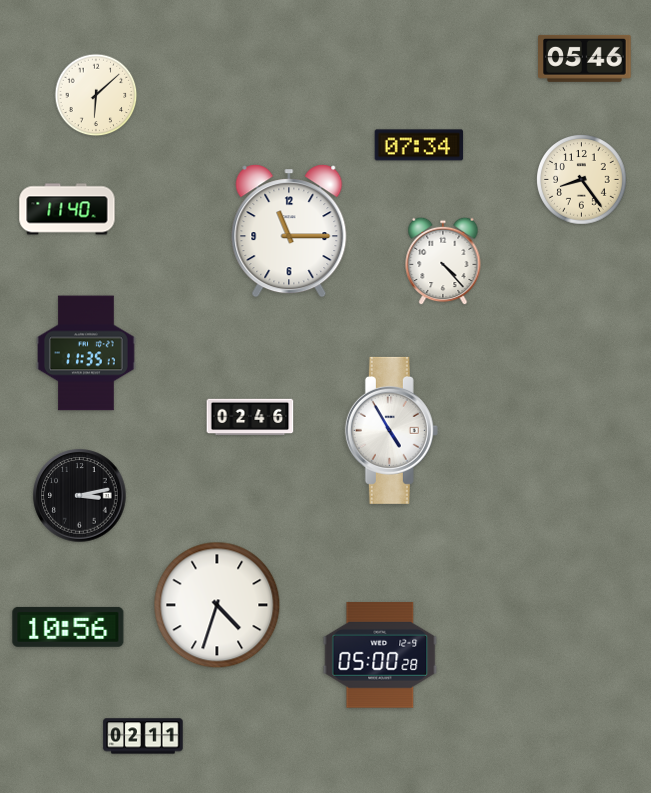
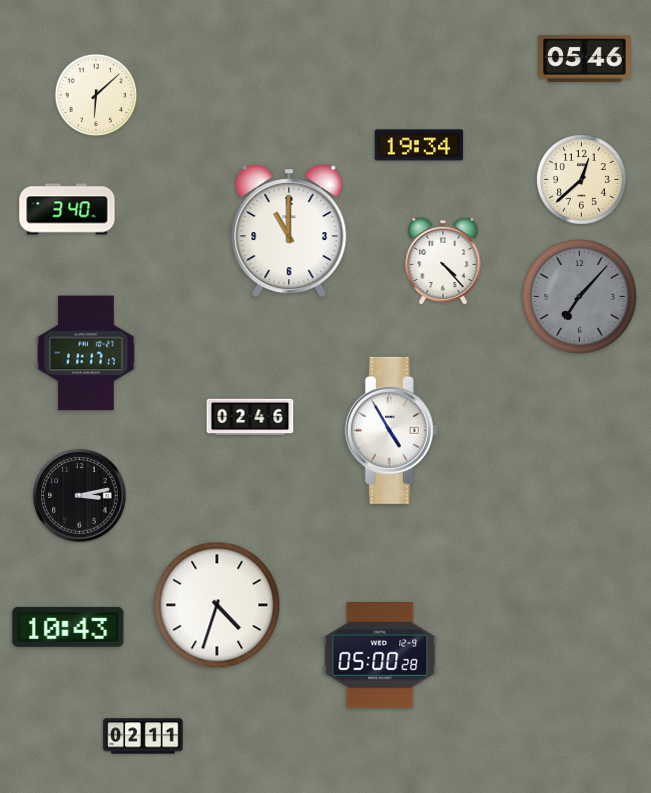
clock at (419, 145): 07:34 -> 19:34
clock at (582, 180): 8:24 -> 12:38
clock at (67, 209): 11:40 -> 3:40
clock at (289, 231): 11:15 -> 11:00
clock at (579, 296): none -> 7:07
clock at (87, 353): 11:35 -> 11:17
clock at (68, 627): 10:56 -> 10:43
